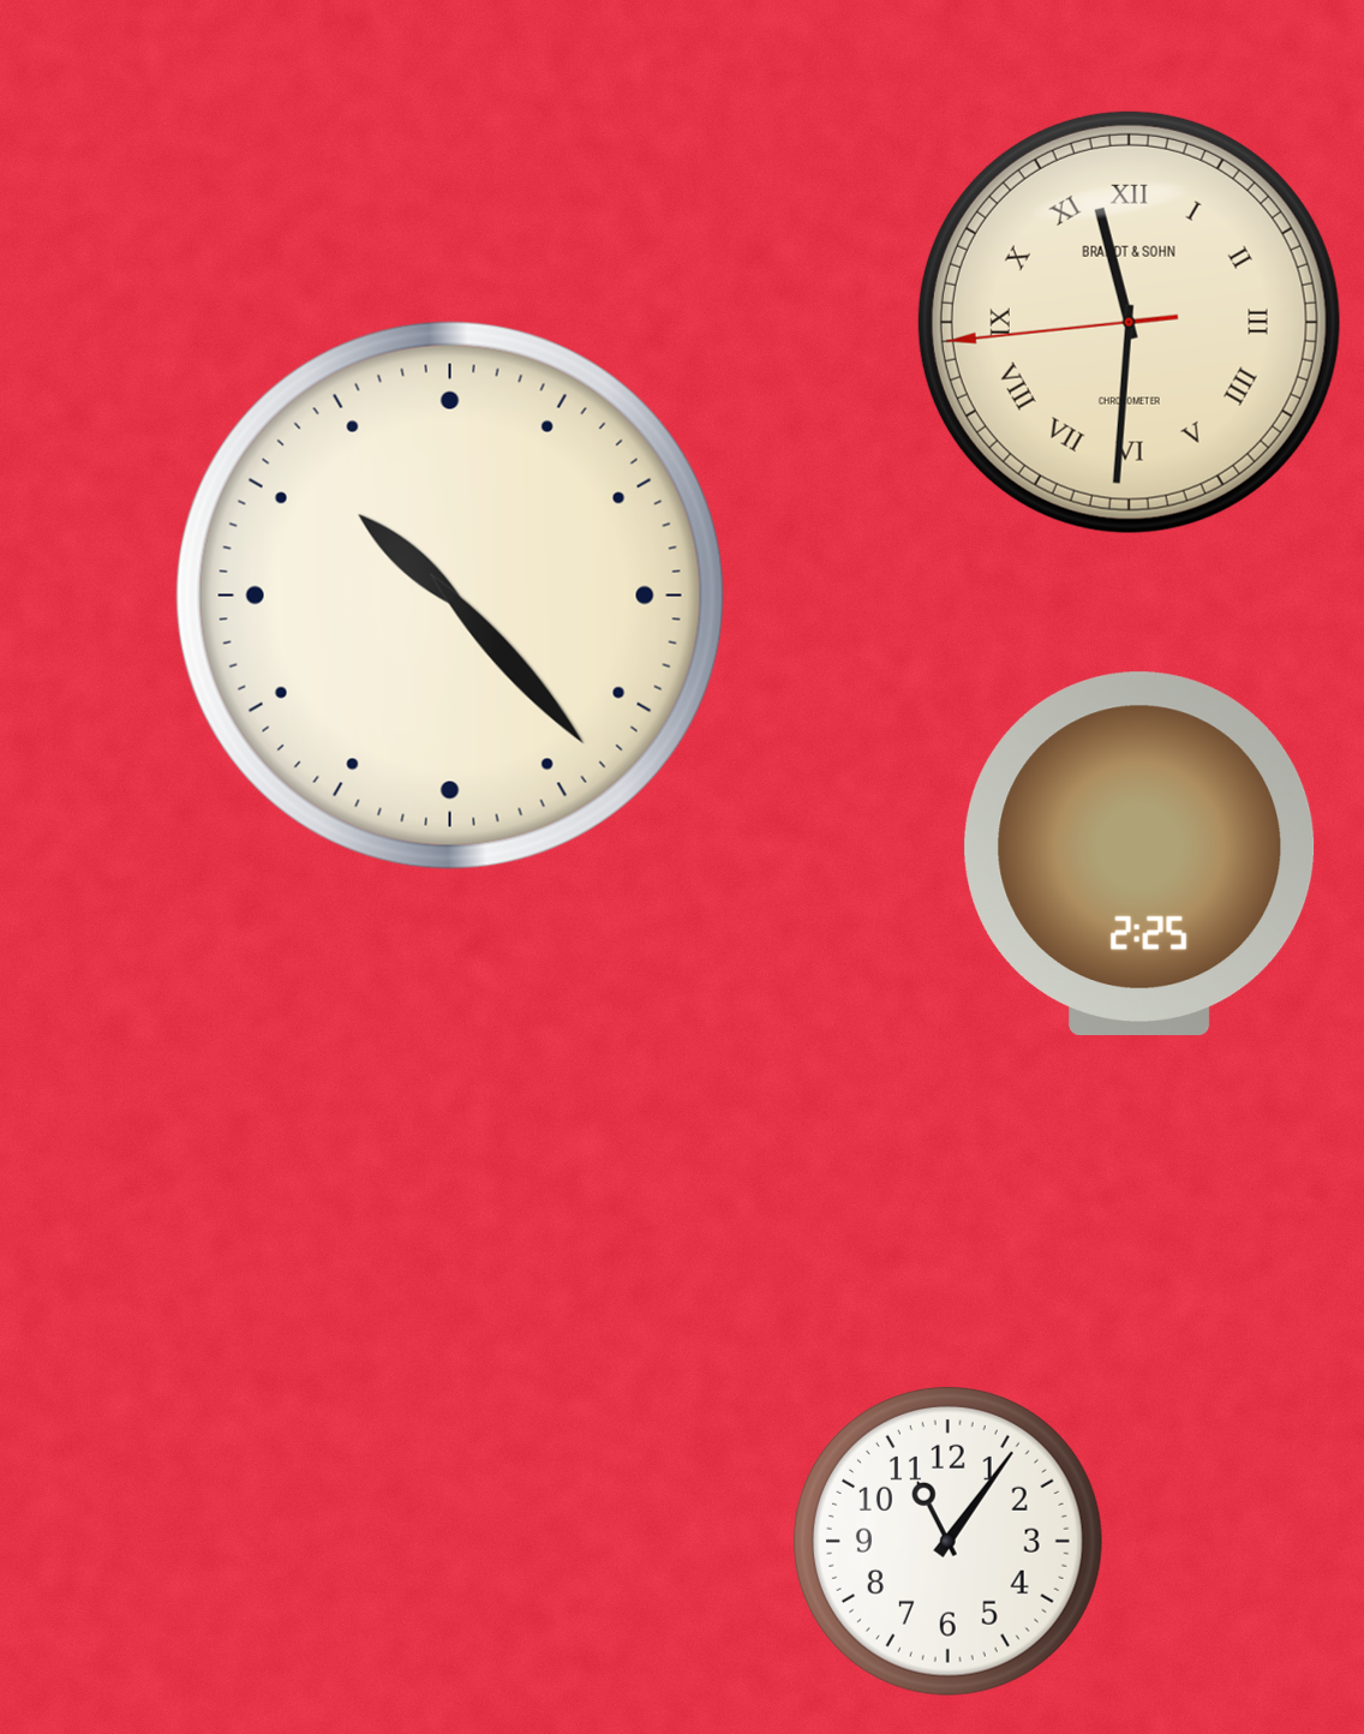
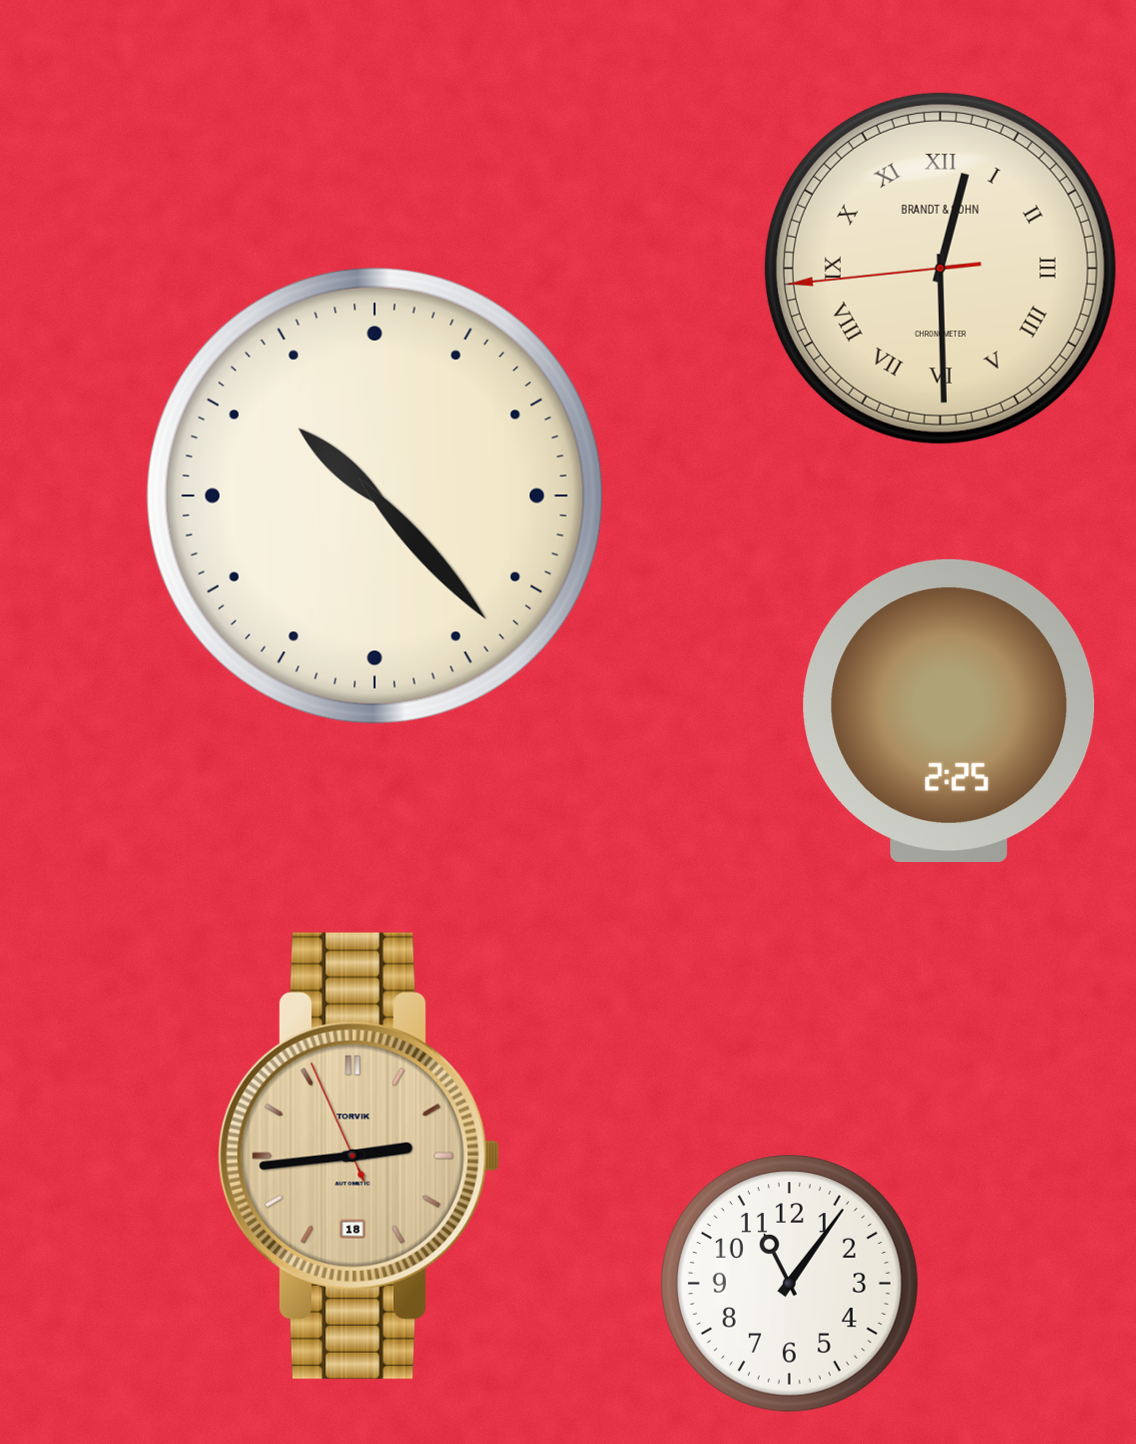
clock at (1129, 322): 11:30 -> 12:29
clock at (359, 1156): none -> 2:43
